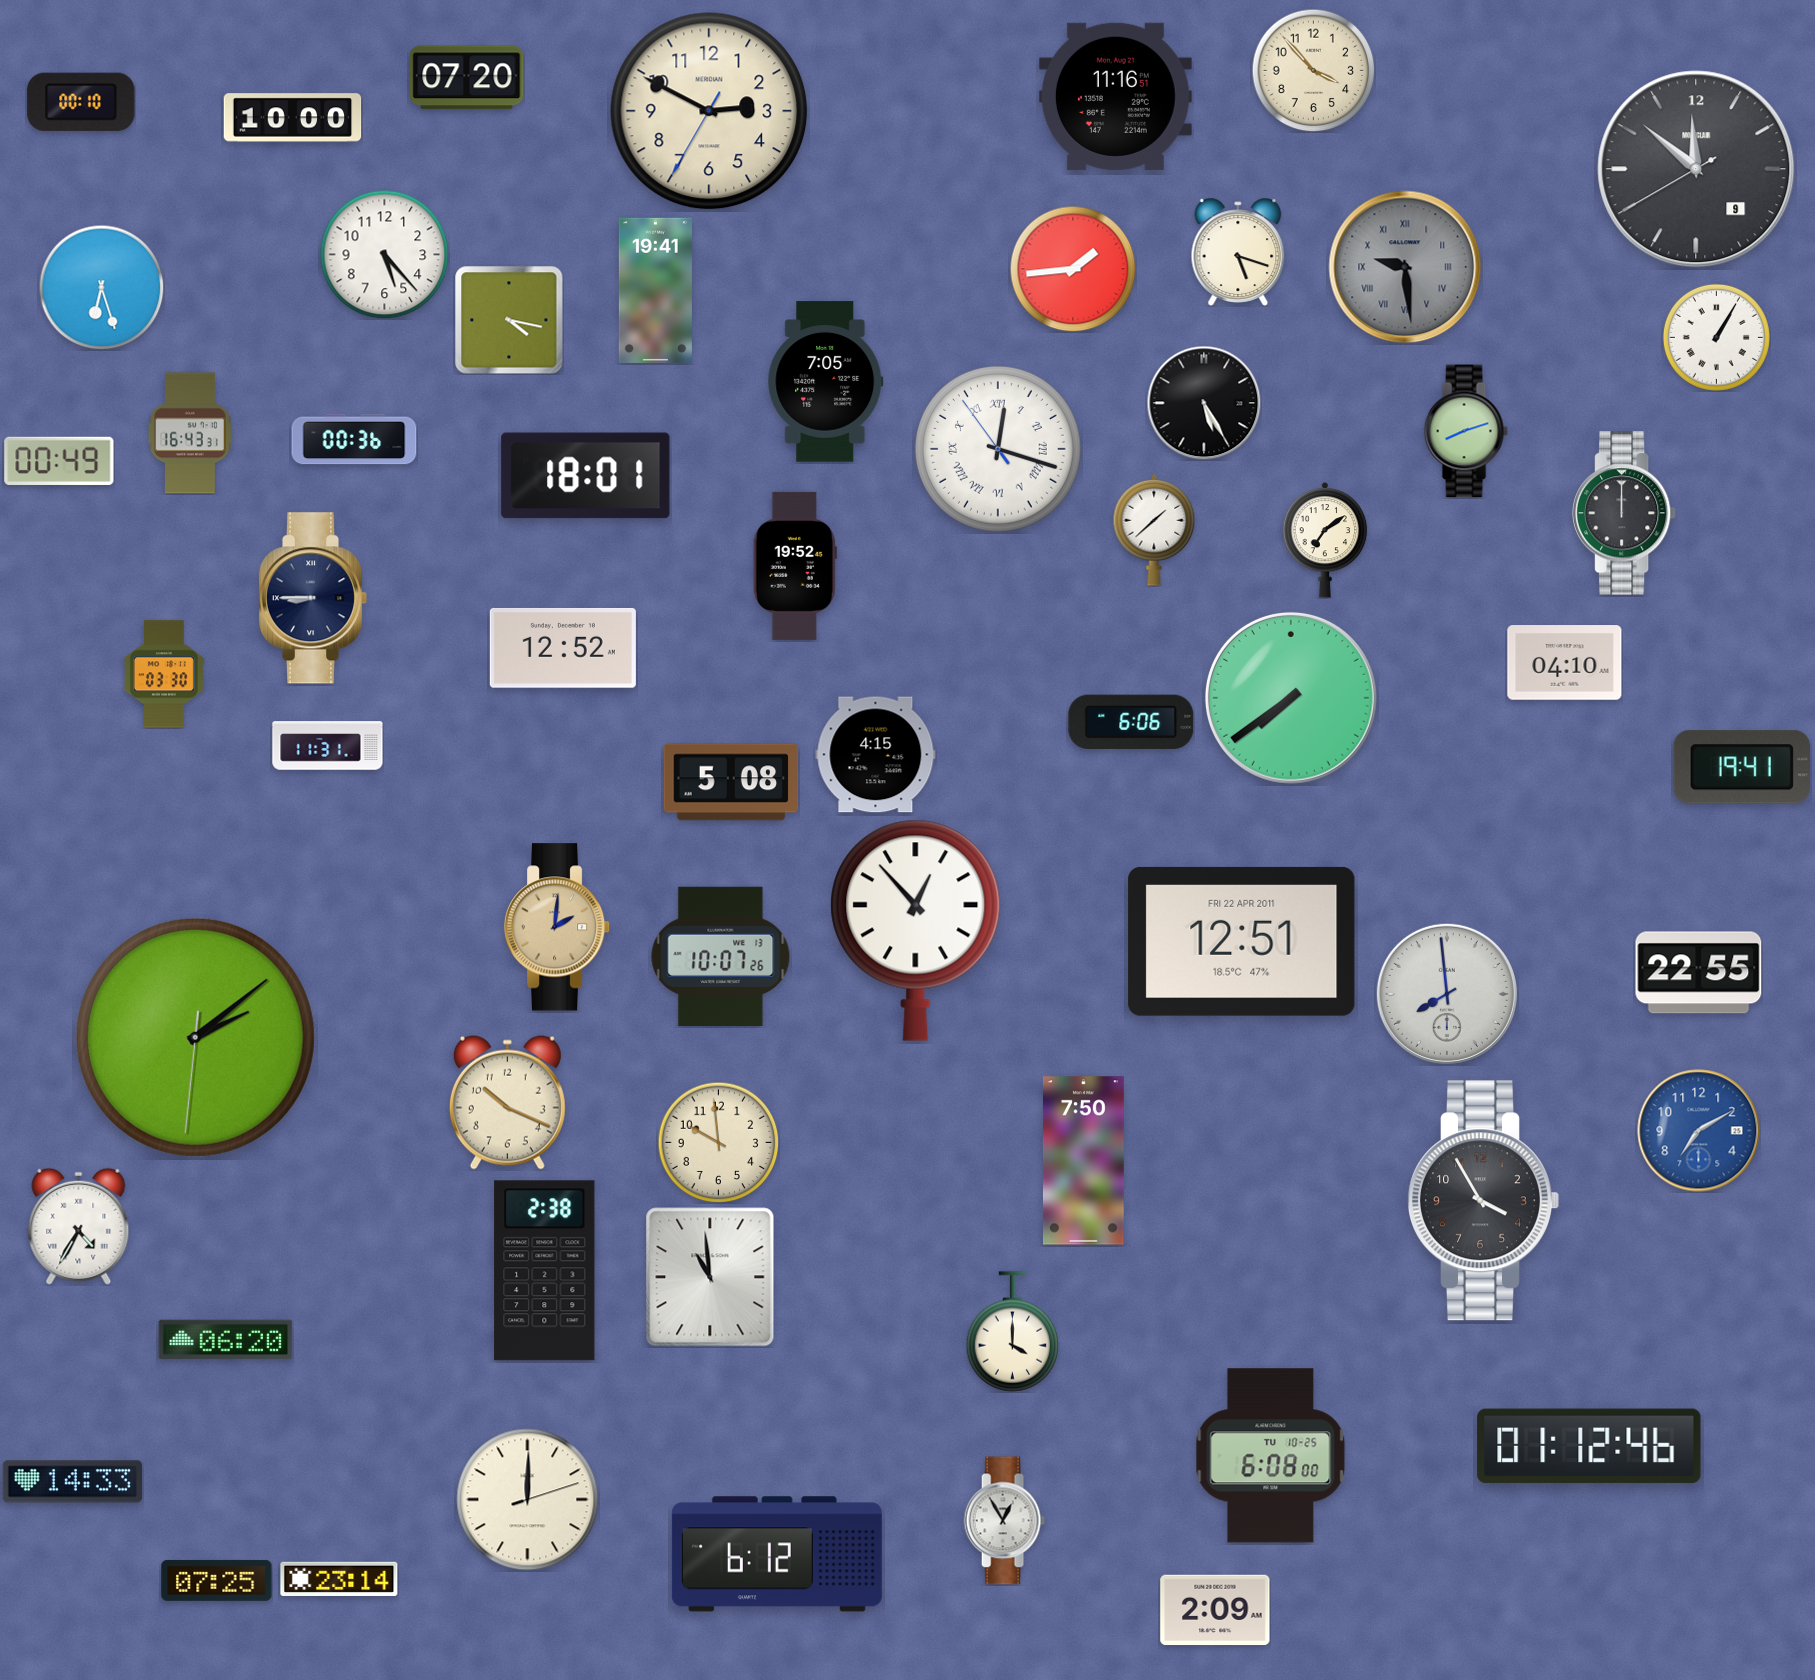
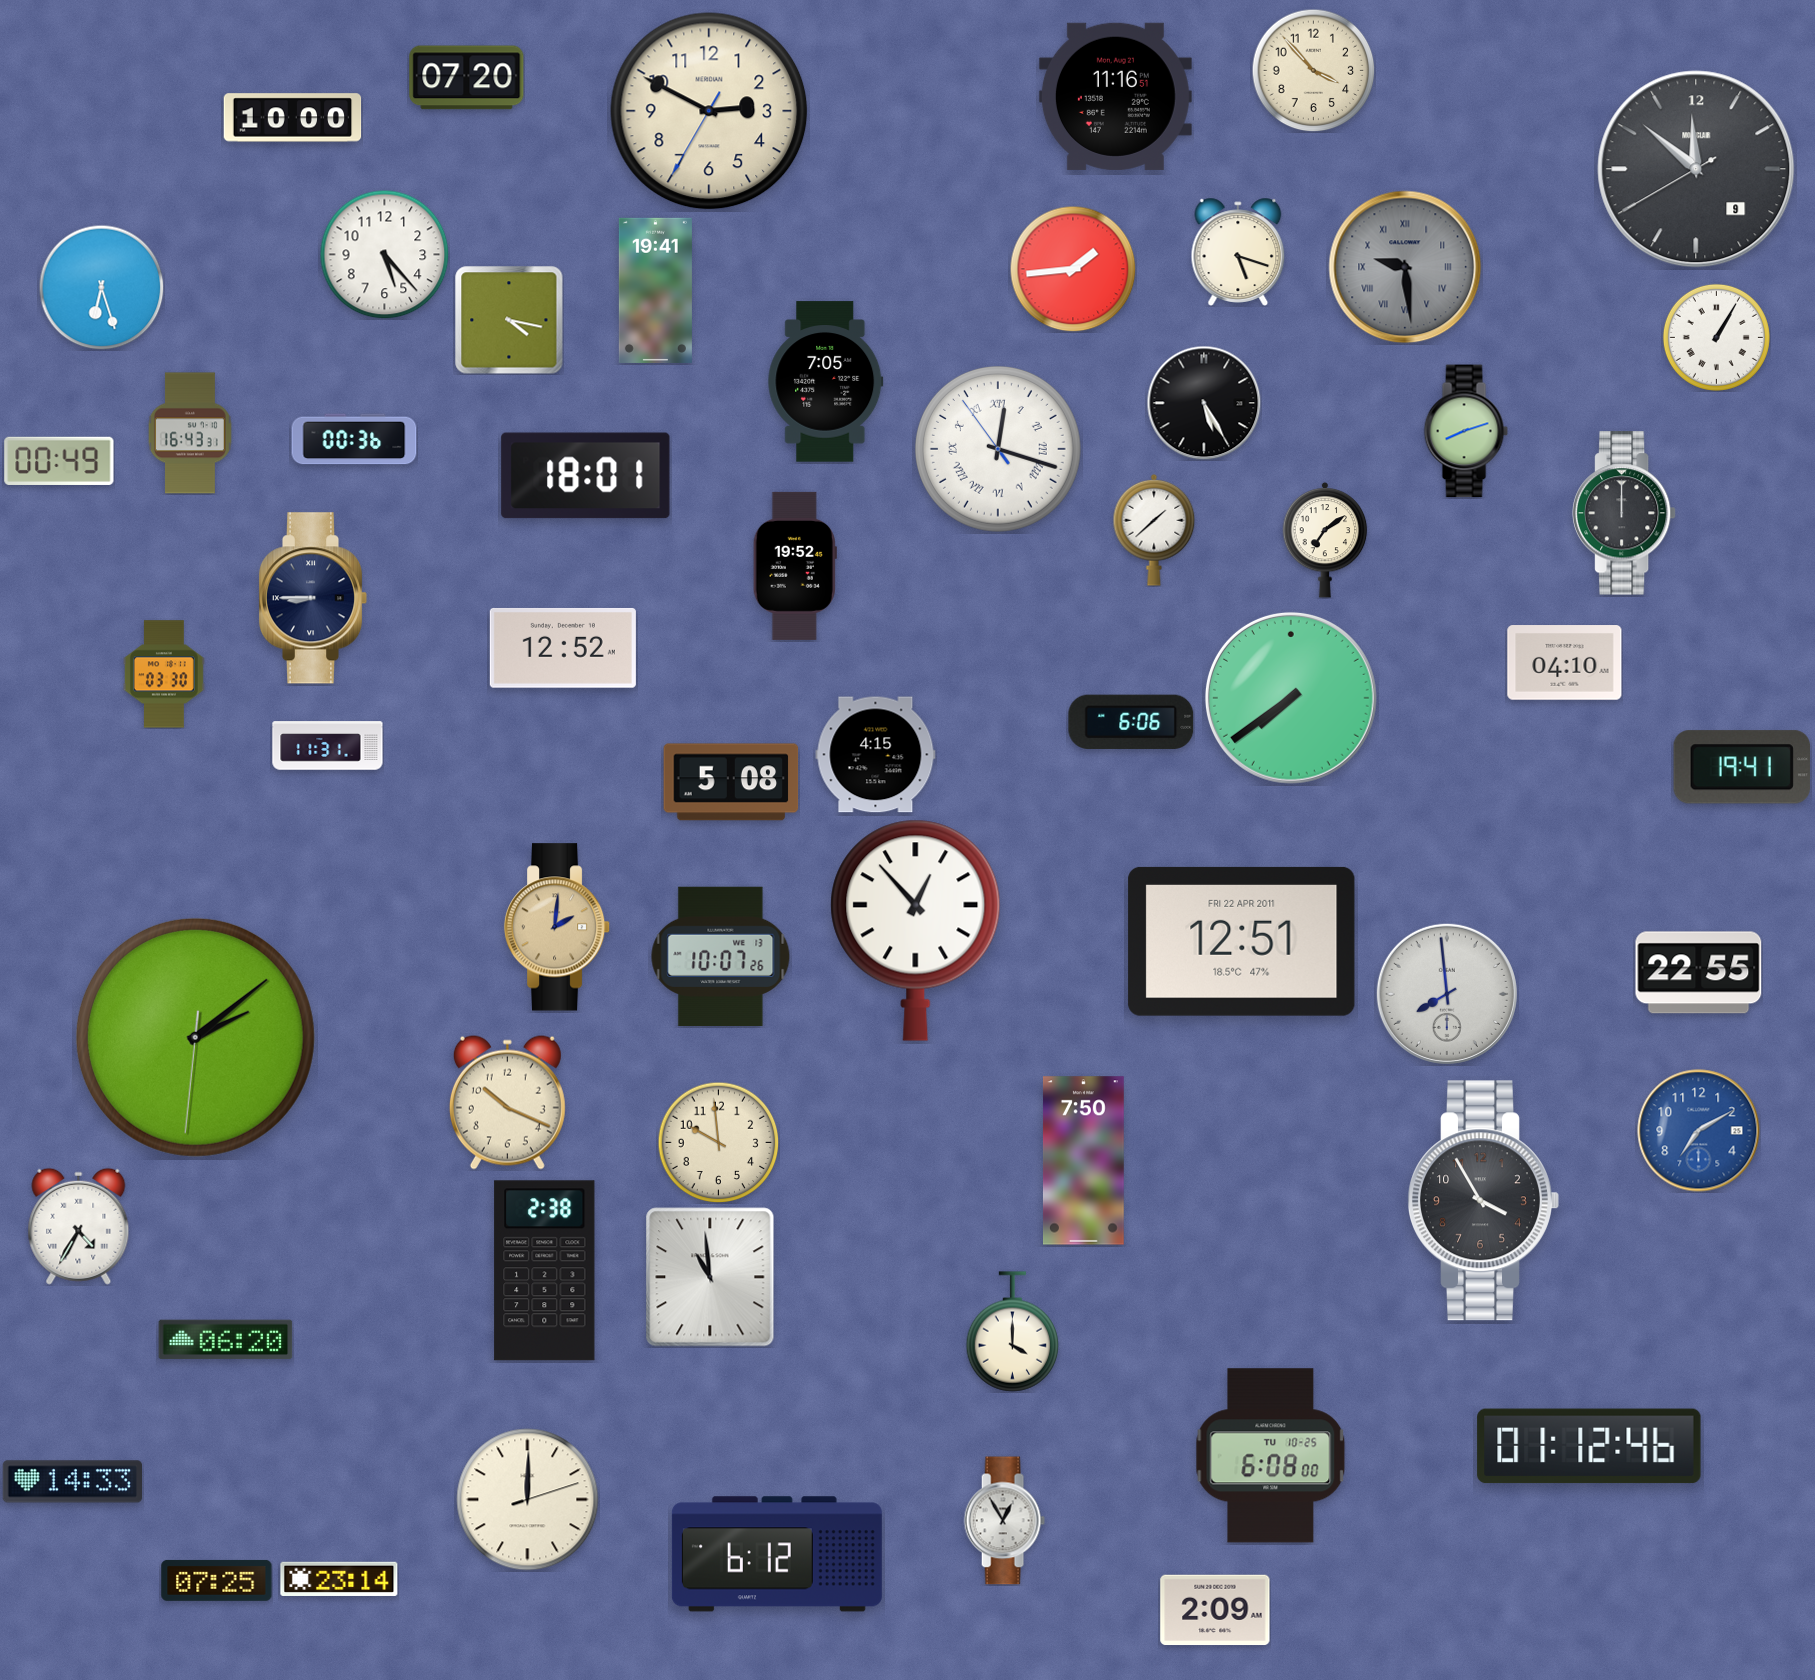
clock at (81, 102): 00:10 -> none
